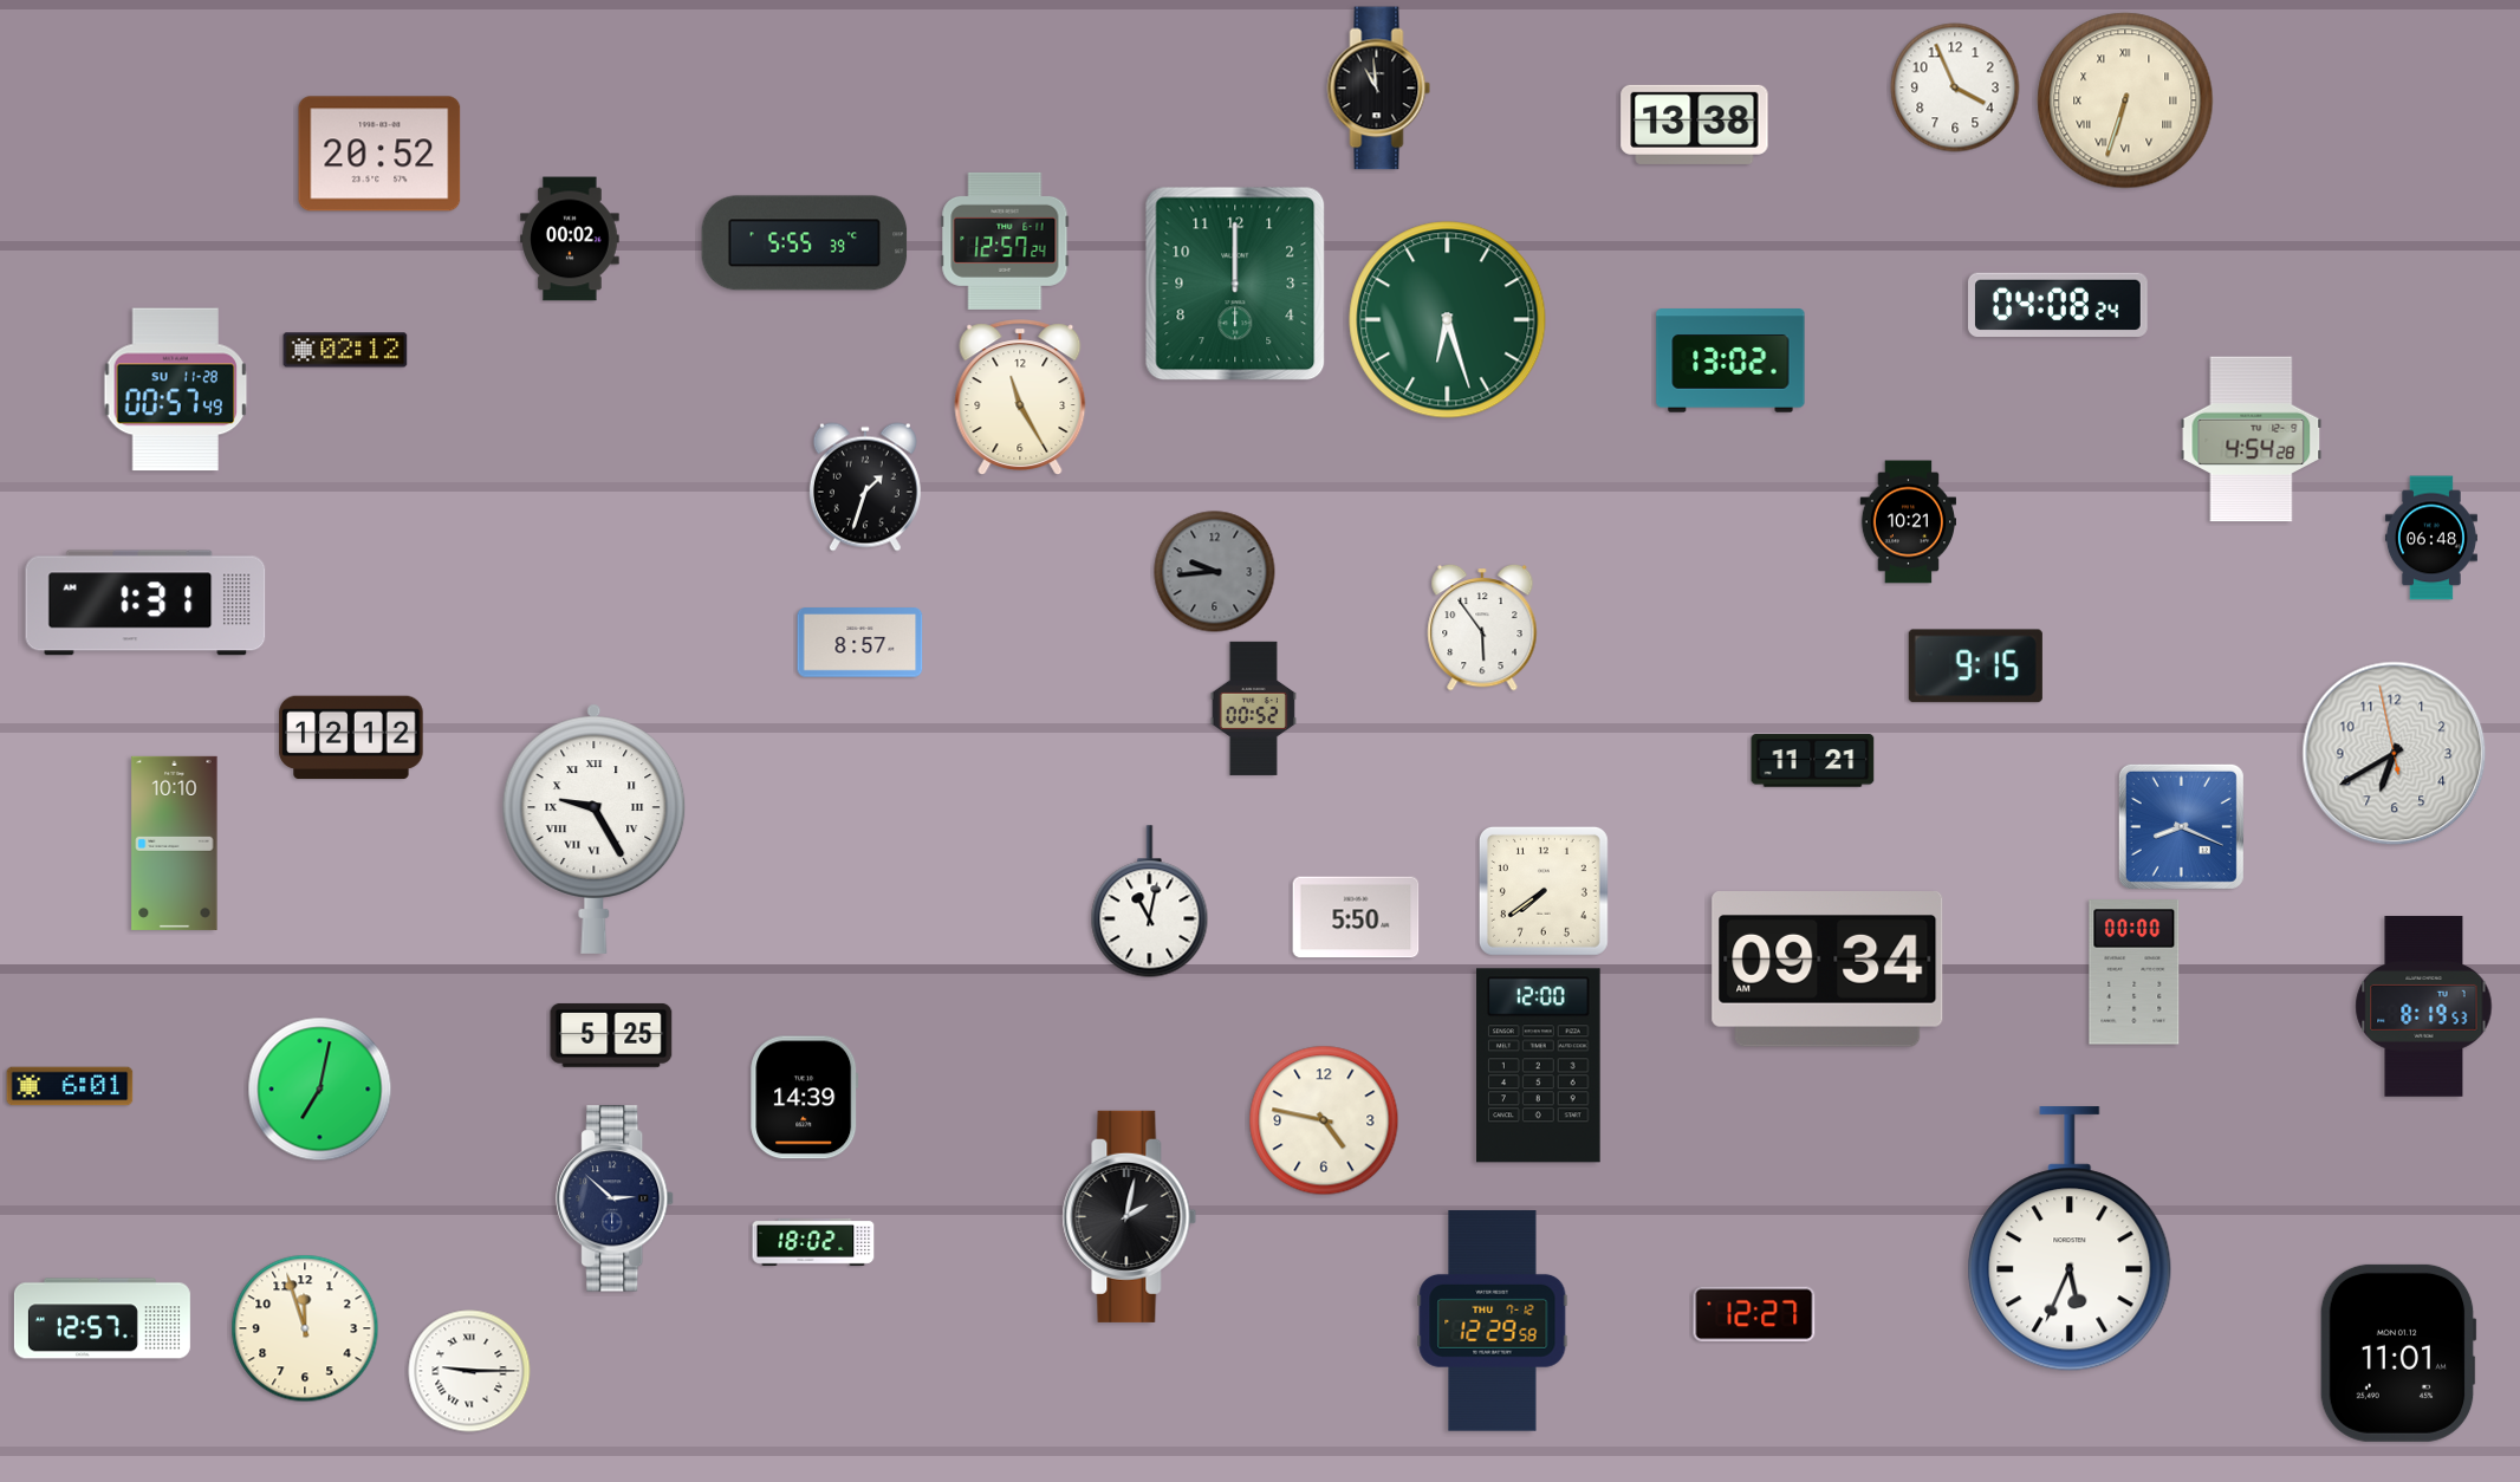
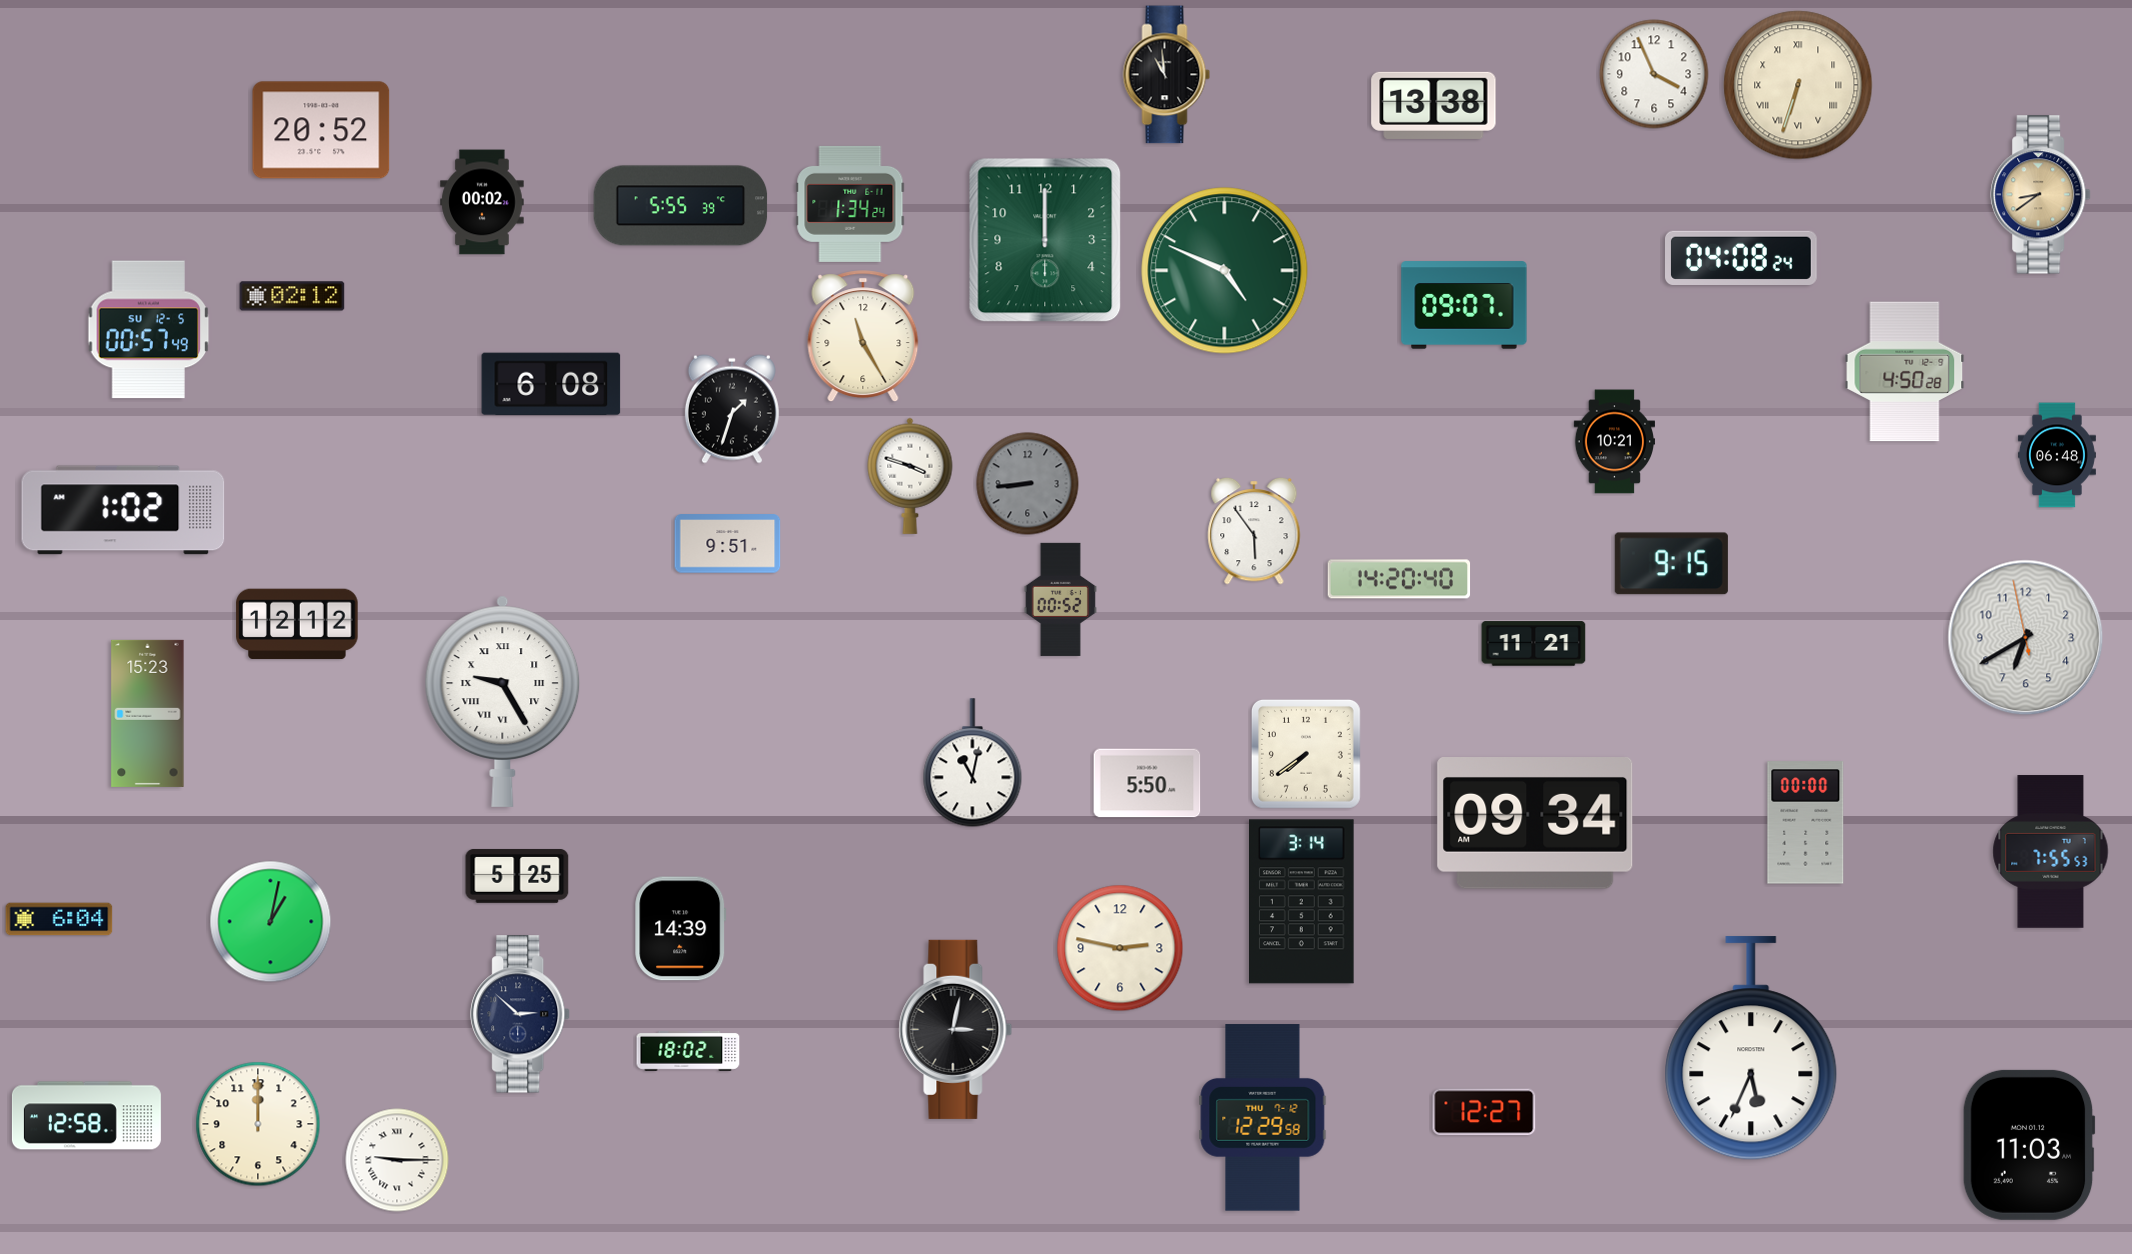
clock at (2041, 195): none -> 8:39
clock at (1005, 241): 12:57 -> 1:34
clock at (1448, 320): 6:27 -> 4:49
clock at (1730, 360): 13:02 -> 09:07
clock at (176, 390) date: SU 11-28 -> SU 12-5
clock at (2252, 440): 4:54 -> 4:50
clock at (551, 384): none -> 6:08
clock at (865, 487) position: (865, 487) -> (732, 409)
clock at (910, 476): none -> 3:48
clock at (1215, 572): 9:44 -> 8:44
clock at (145, 603): 1:31 -> 1:02
clock at (860, 643): 8:57 -> 9:51
clock at (1399, 579): none -> 14:20
clock at (2181, 826): 8:19 -> none
clock at (175, 843): 10:10 -> 15:23
clock at (1356, 917) position: (1356, 917) -> (1147, 783)
clock at (1827, 970) position: (1827, 970) -> (1535, 824)
clock at (2424, 1007): 8:19 -> 7:55
clock at (1539, 1066): 12:00 -> 3:14
clock at (70, 1086): 6:01 -> 6:04
clock at (320, 1090): 7:02 -> 1:02
clock at (1324, 1120): 4:47 -> 2:47
clock at (1130, 1216): 2:02 -> 3:02
clock at (102, 1319): 12:57 -> 12:58
clock at (305, 1328): 11:57 -> 12:00
clock at (2398, 1353): 11:01 -> 11:03
